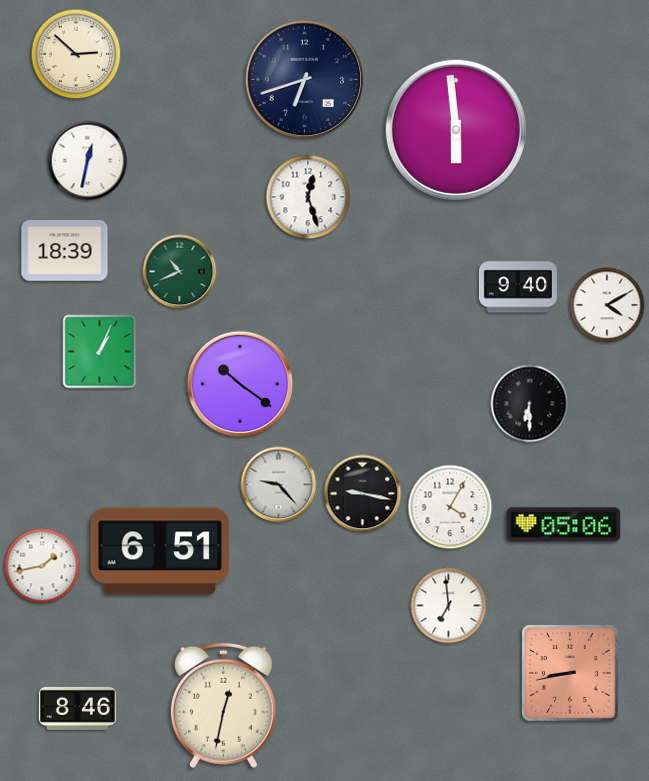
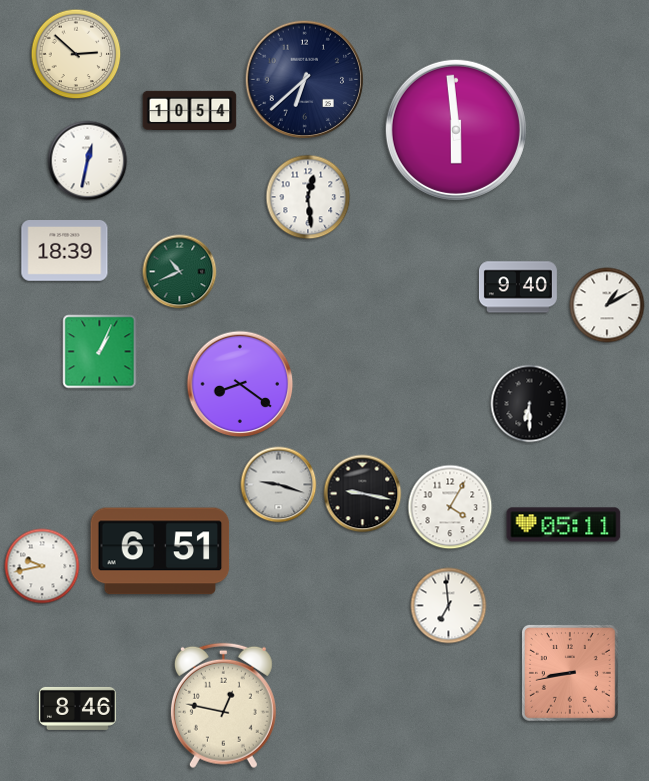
clock at (304, 80): 6:42 -> 6:38
clock at (190, 110): none -> 10:54
clock at (308, 197): 12:27 -> 12:29
clock at (607, 305): 4:10 -> 1:10
clock at (240, 384): 10:21 -> 8:21
clock at (279, 485): 9:23 -> 9:18
clock at (564, 525): 05:06 -> 05:11
clock at (42, 566): 1:43 -> 9:43
clock at (223, 706): 12:32 -> 12:47
